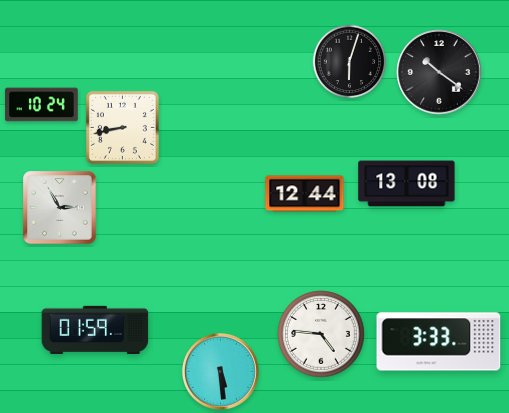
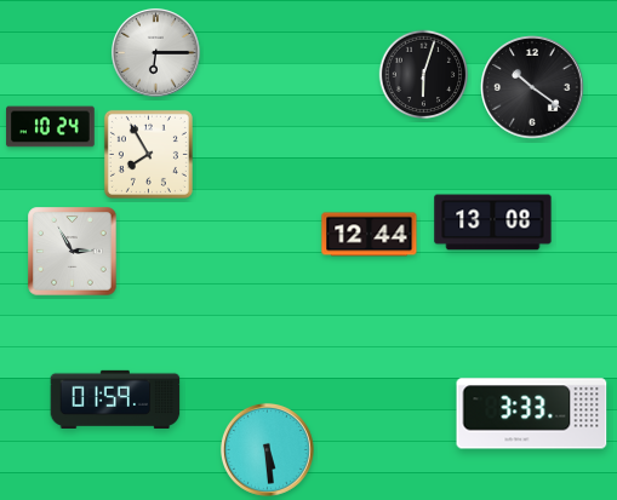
clock at (155, 52): none -> 6:15
clock at (122, 127): 8:43 -> 7:55
clock at (321, 334): 4:46 -> none
